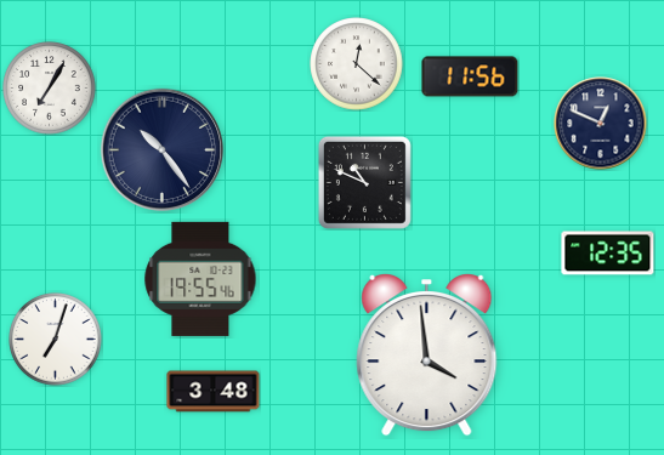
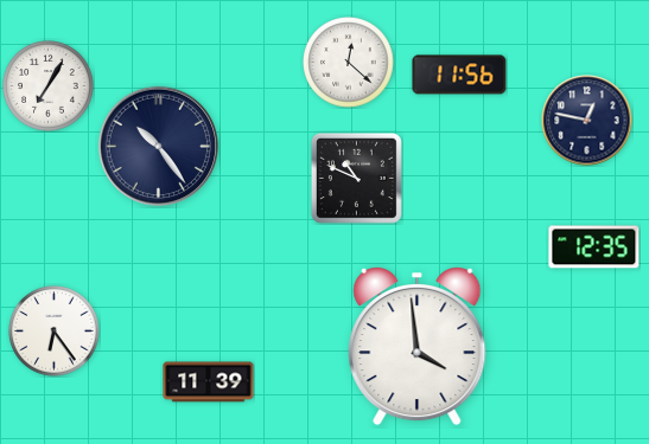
clock at (601, 124): 12:49 -> 12:47
clock at (200, 279): 19:55 -> none
clock at (56, 340): 7:03 -> 6:24
clock at (214, 392): 3:48 -> 11:39
